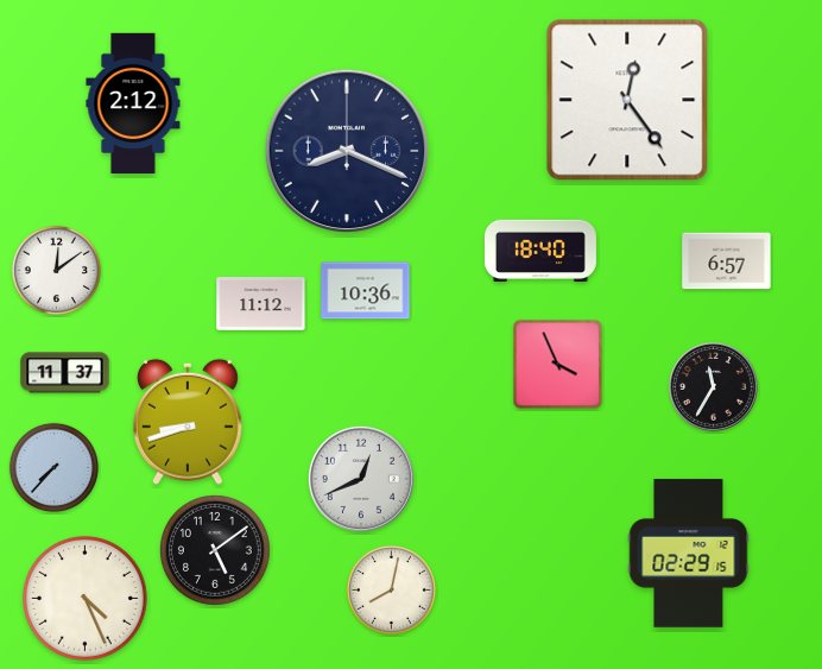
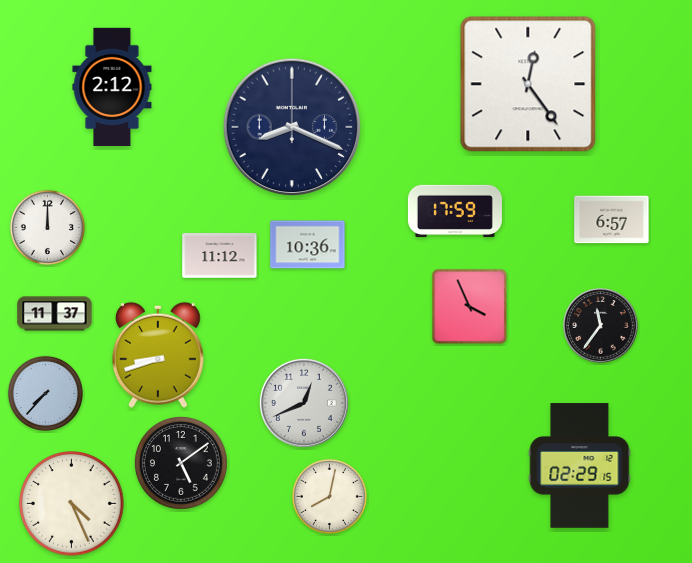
clock at (540, 250): 18:40 -> 17:59
clock at (56, 270): 12:09 -> 12:00
clock at (714, 387): 11:35 -> 11:36
